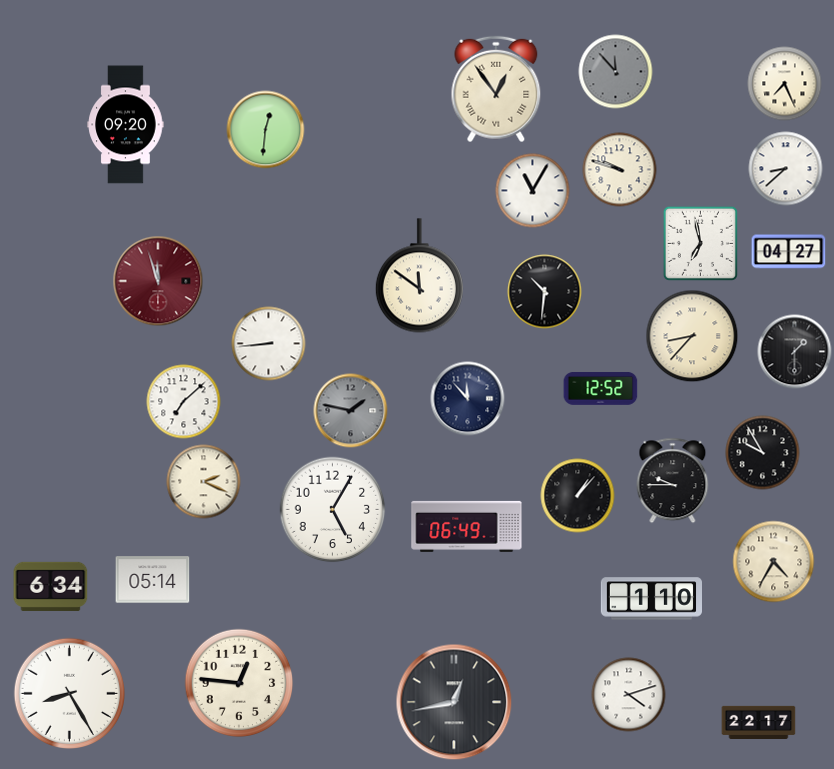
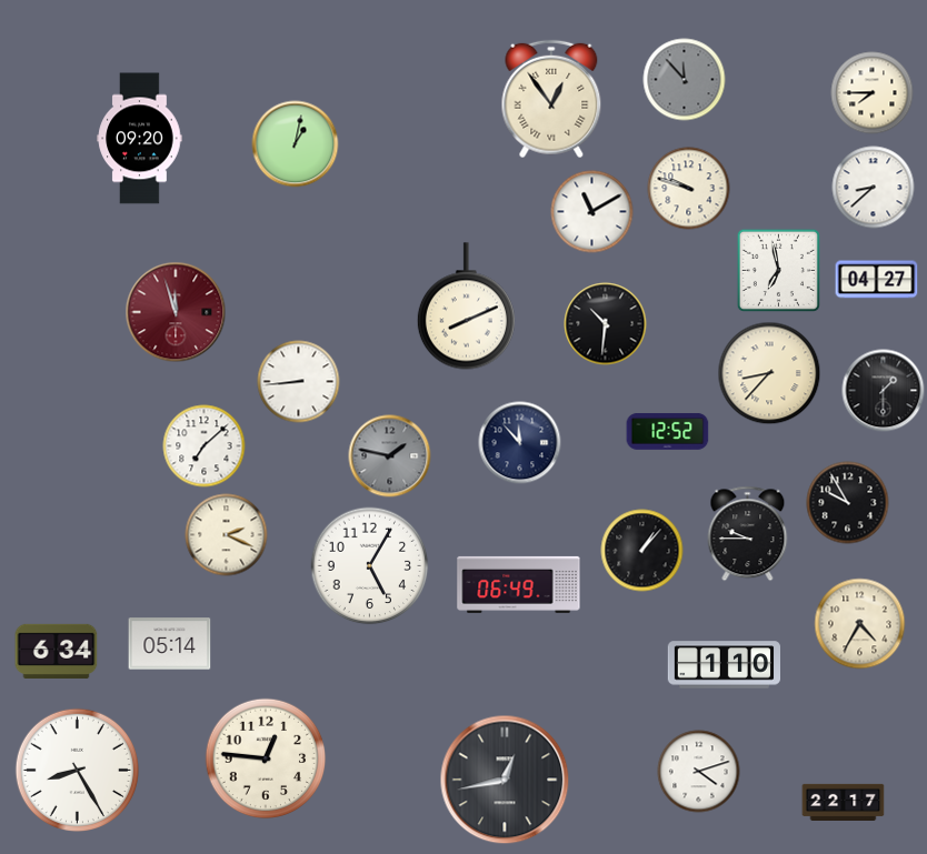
clock at (785, 84): 7:26 -> 7:45
clock at (266, 130): 12:31 -> 1:02
clock at (533, 191): 11:05 -> 11:10
clock at (419, 276): 11:51 -> 8:11
